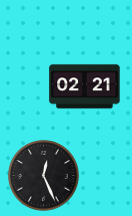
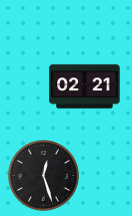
clock at (43, 175): 12:26 -> 12:27
